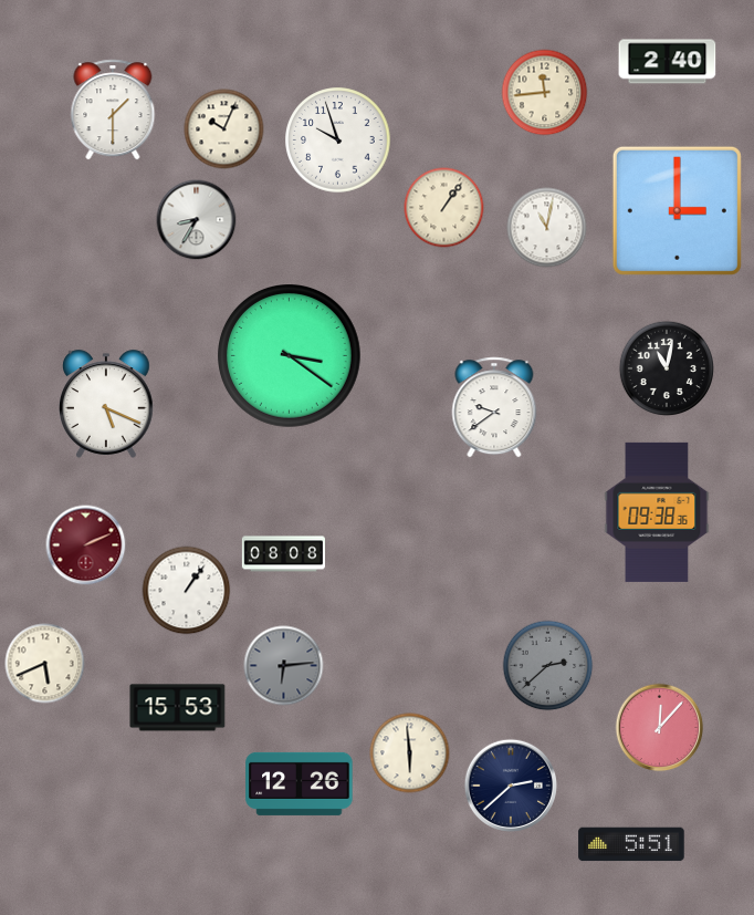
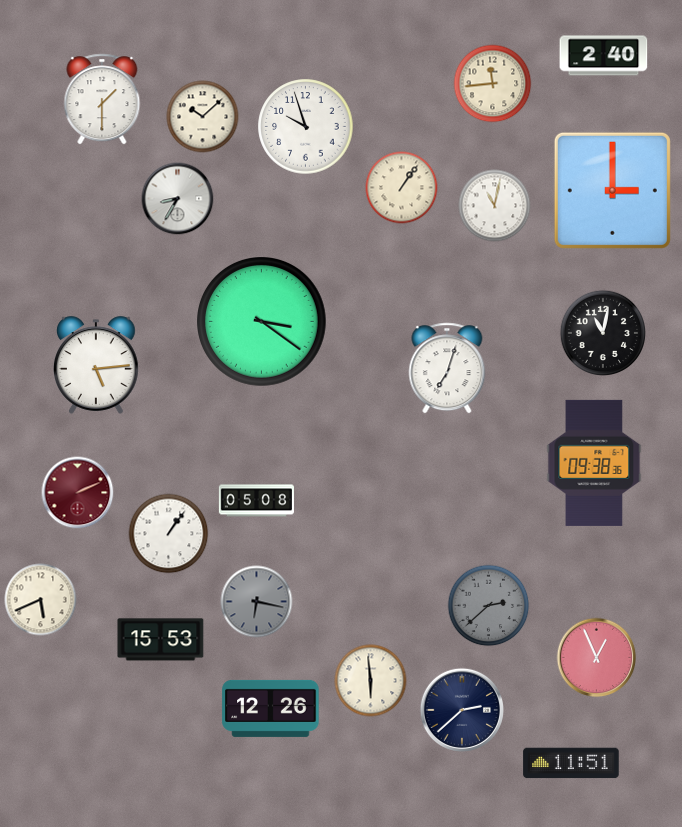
clock at (224, 129): 10:04 -> 10:08
clock at (106, 404): 5:19 -> 5:14
clock at (494, 407): 9:39 -> 7:03
clock at (283, 554): 08:08 -> 05:08
clock at (284, 666): 6:14 -> 6:17
clock at (548, 666) position: (548, 666) -> (489, 606)
clock at (660, 728): 12:07 -> 12:56
clock at (631, 844): 5:51 -> 11:51
